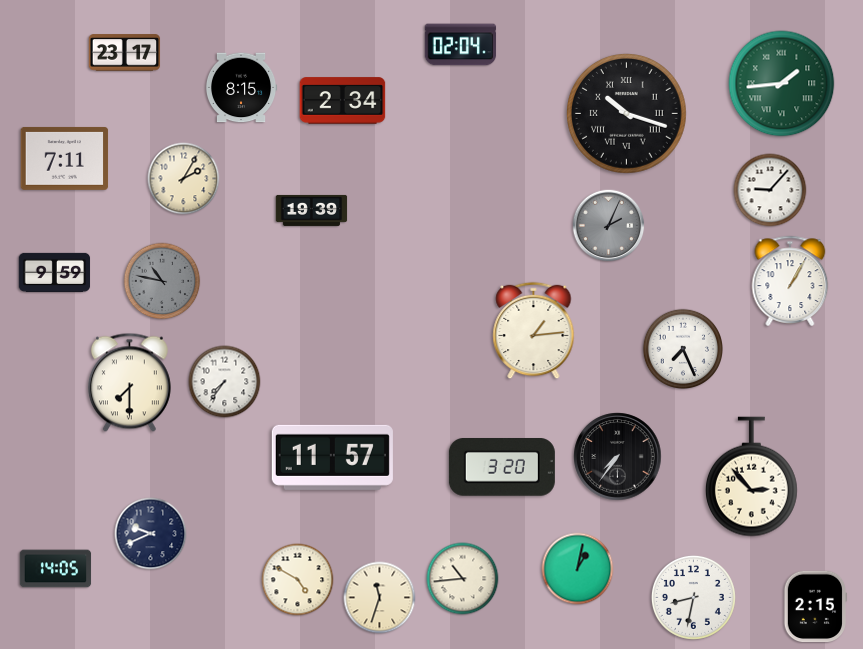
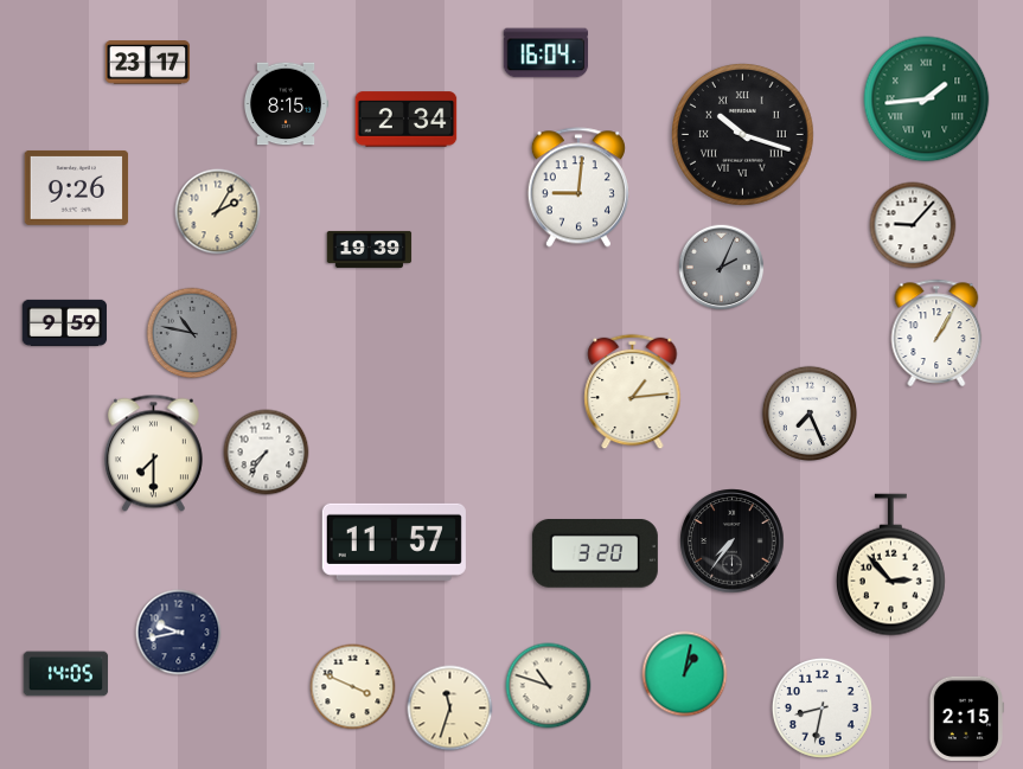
clock at (461, 45): 02:04 -> 16:04
clock at (65, 158): 7:11 -> 9:26
clock at (578, 187): none -> 9:01
clock at (151, 534): 9:41 -> 9:43
clock at (463, 579): 10:44 -> 10:48
clock at (298, 580): 4:50 -> 3:49
